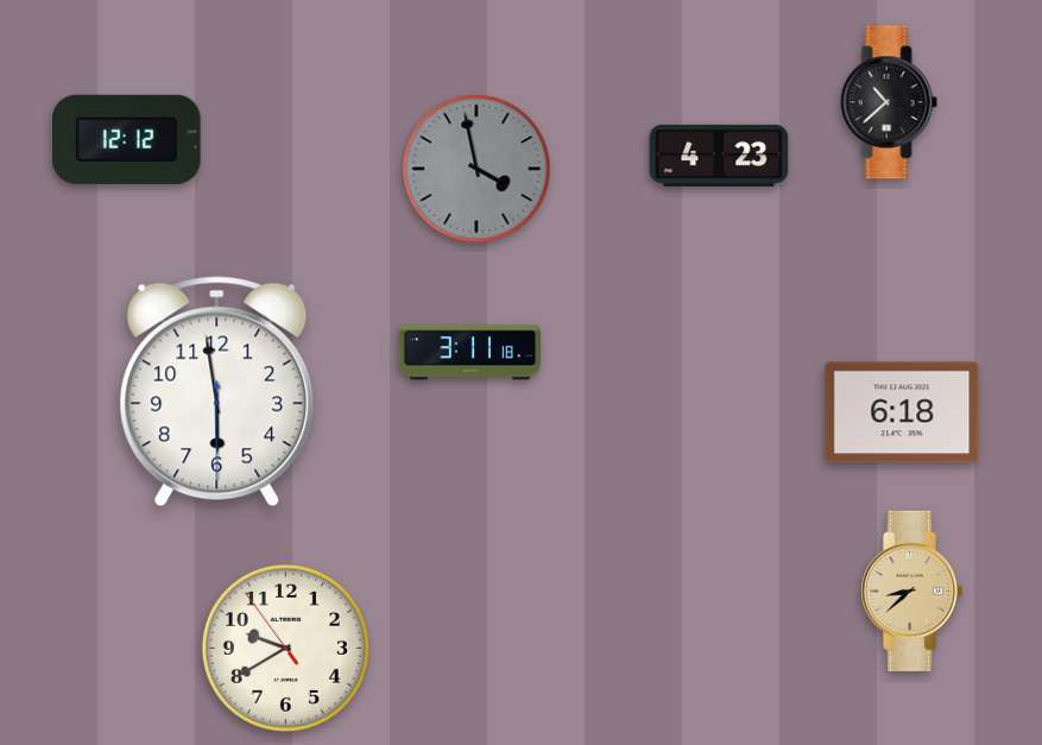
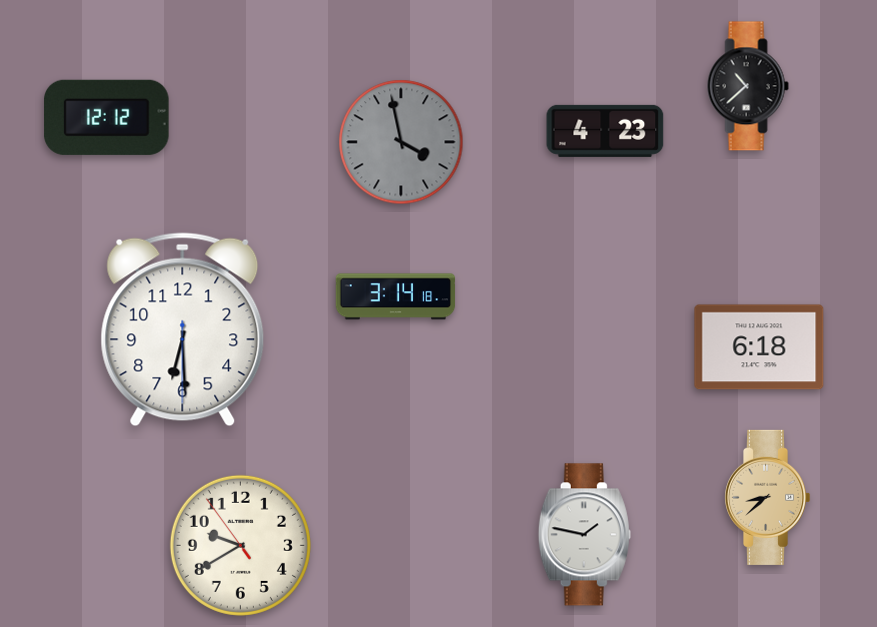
clock at (471, 353): 3:11 -> 3:14
clock at (217, 392): 5:58 -> 6:29
clock at (584, 535): none -> 1:47
